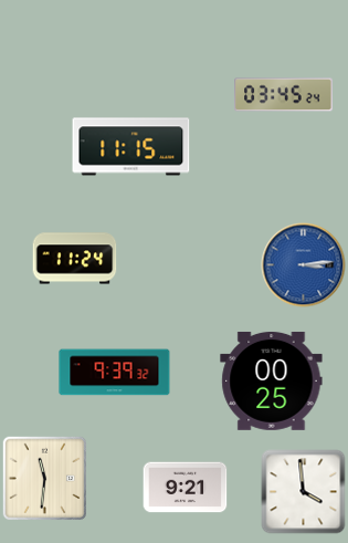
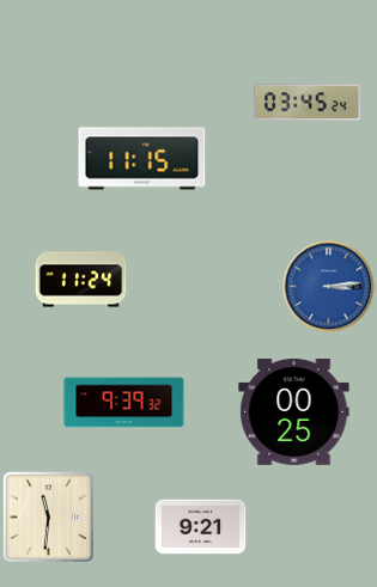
clock at (304, 492): 3:59 -> none
